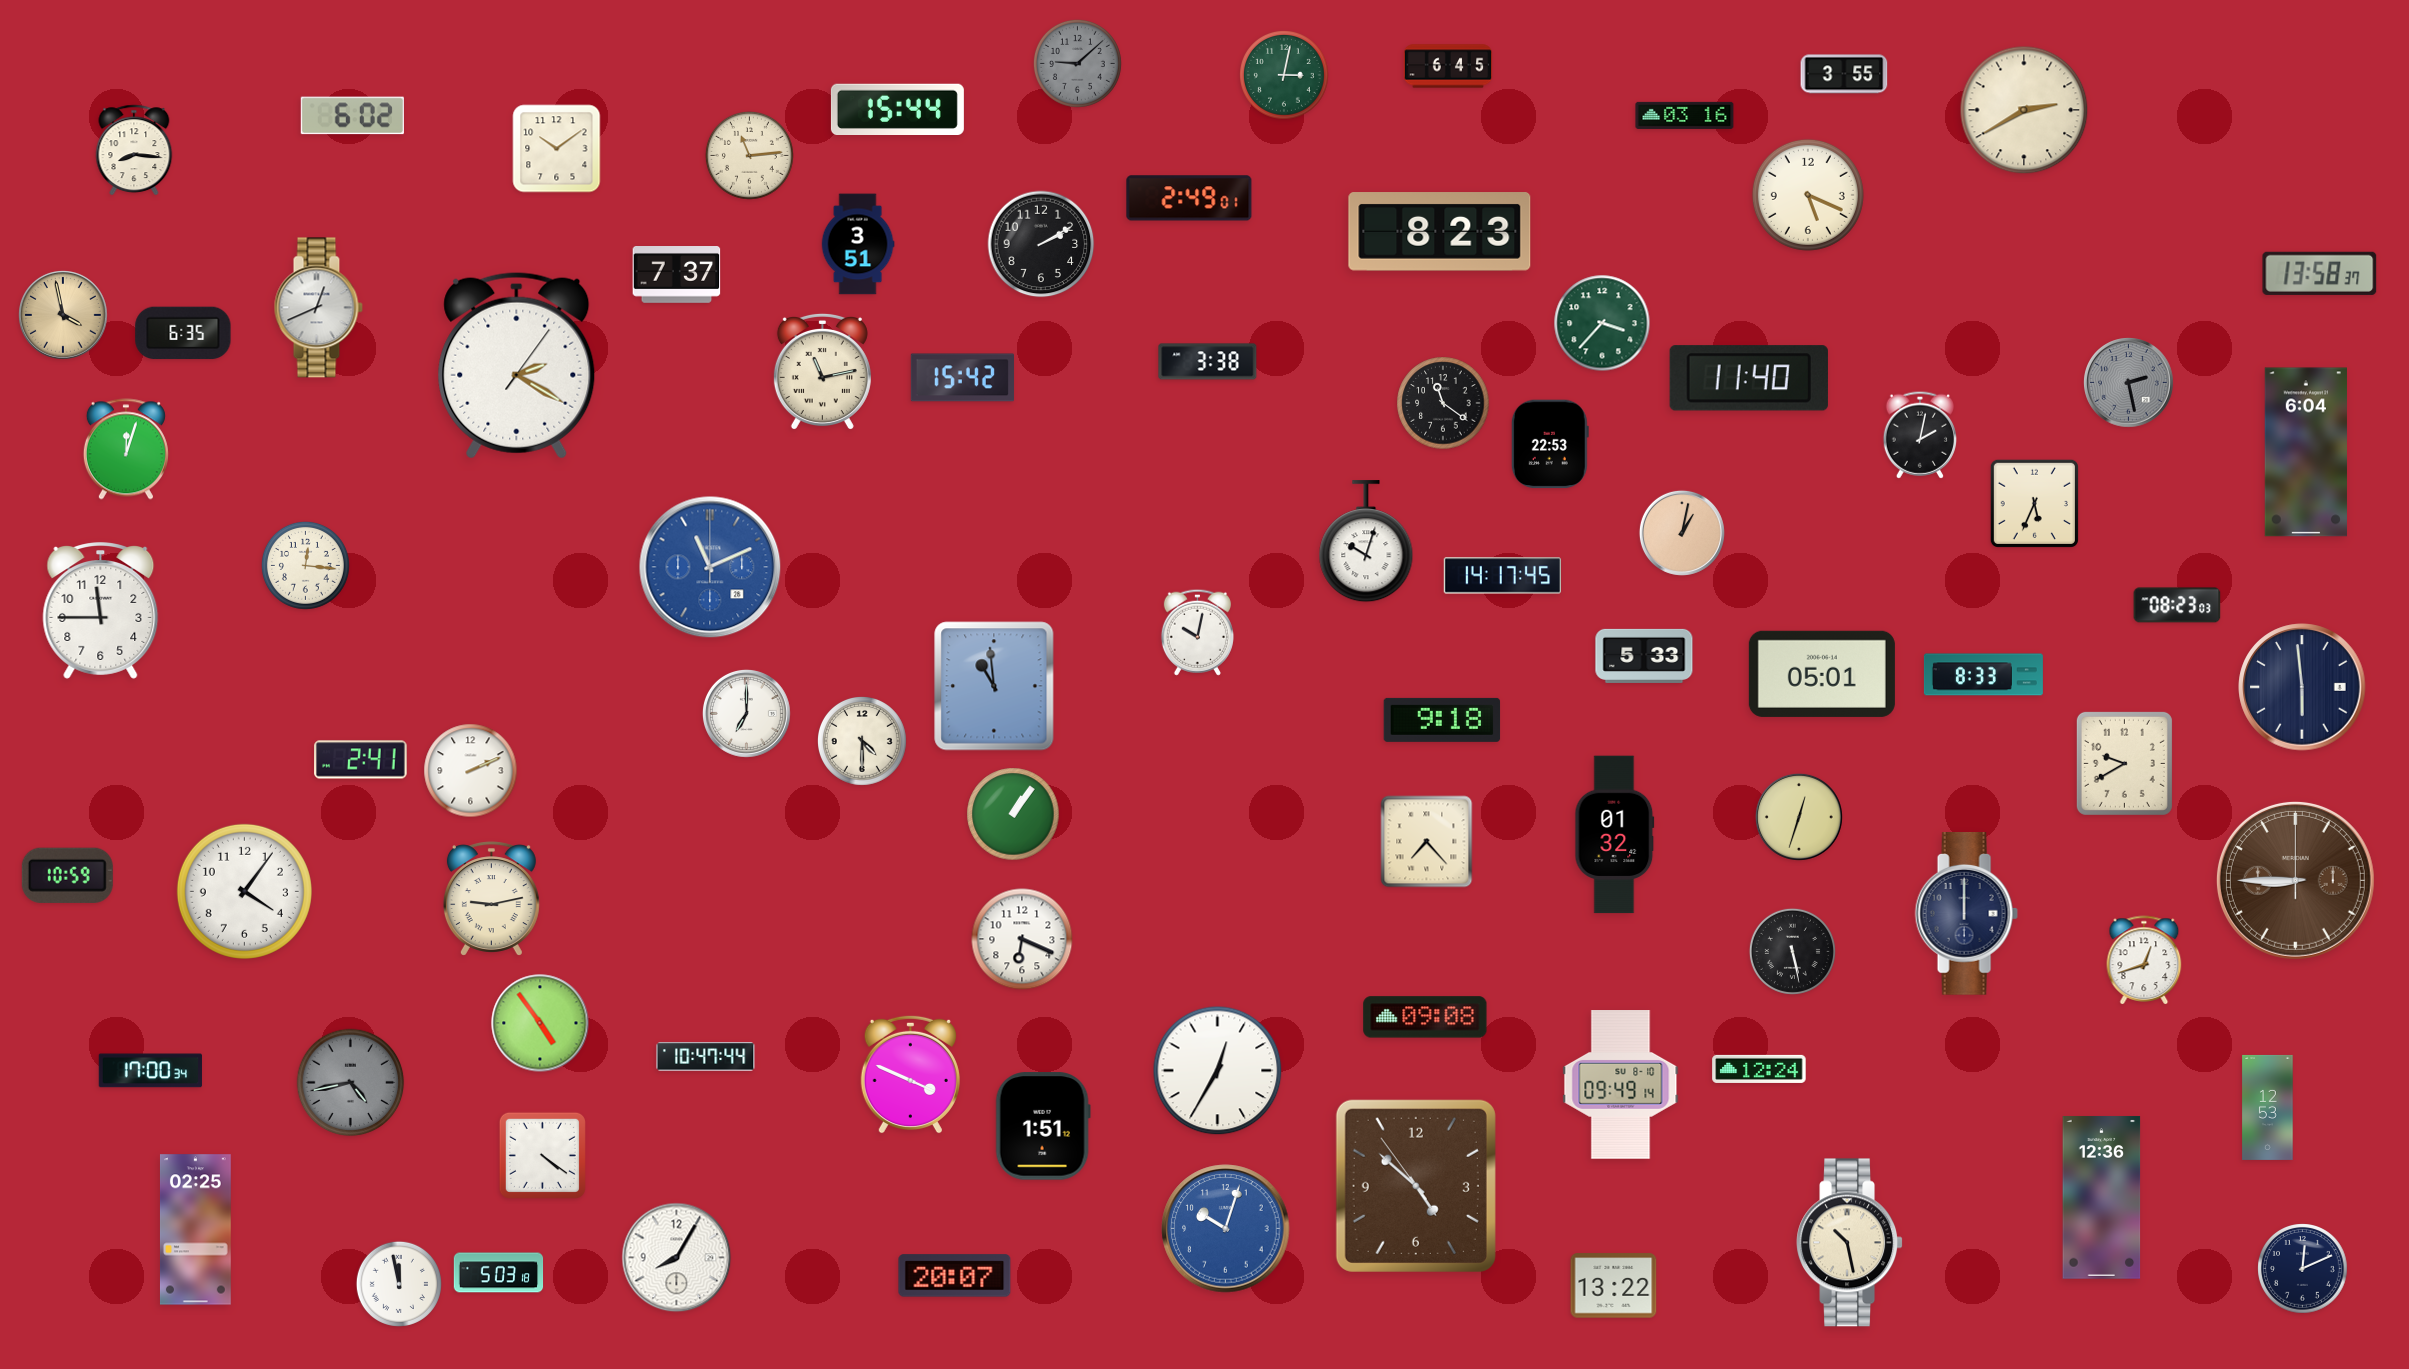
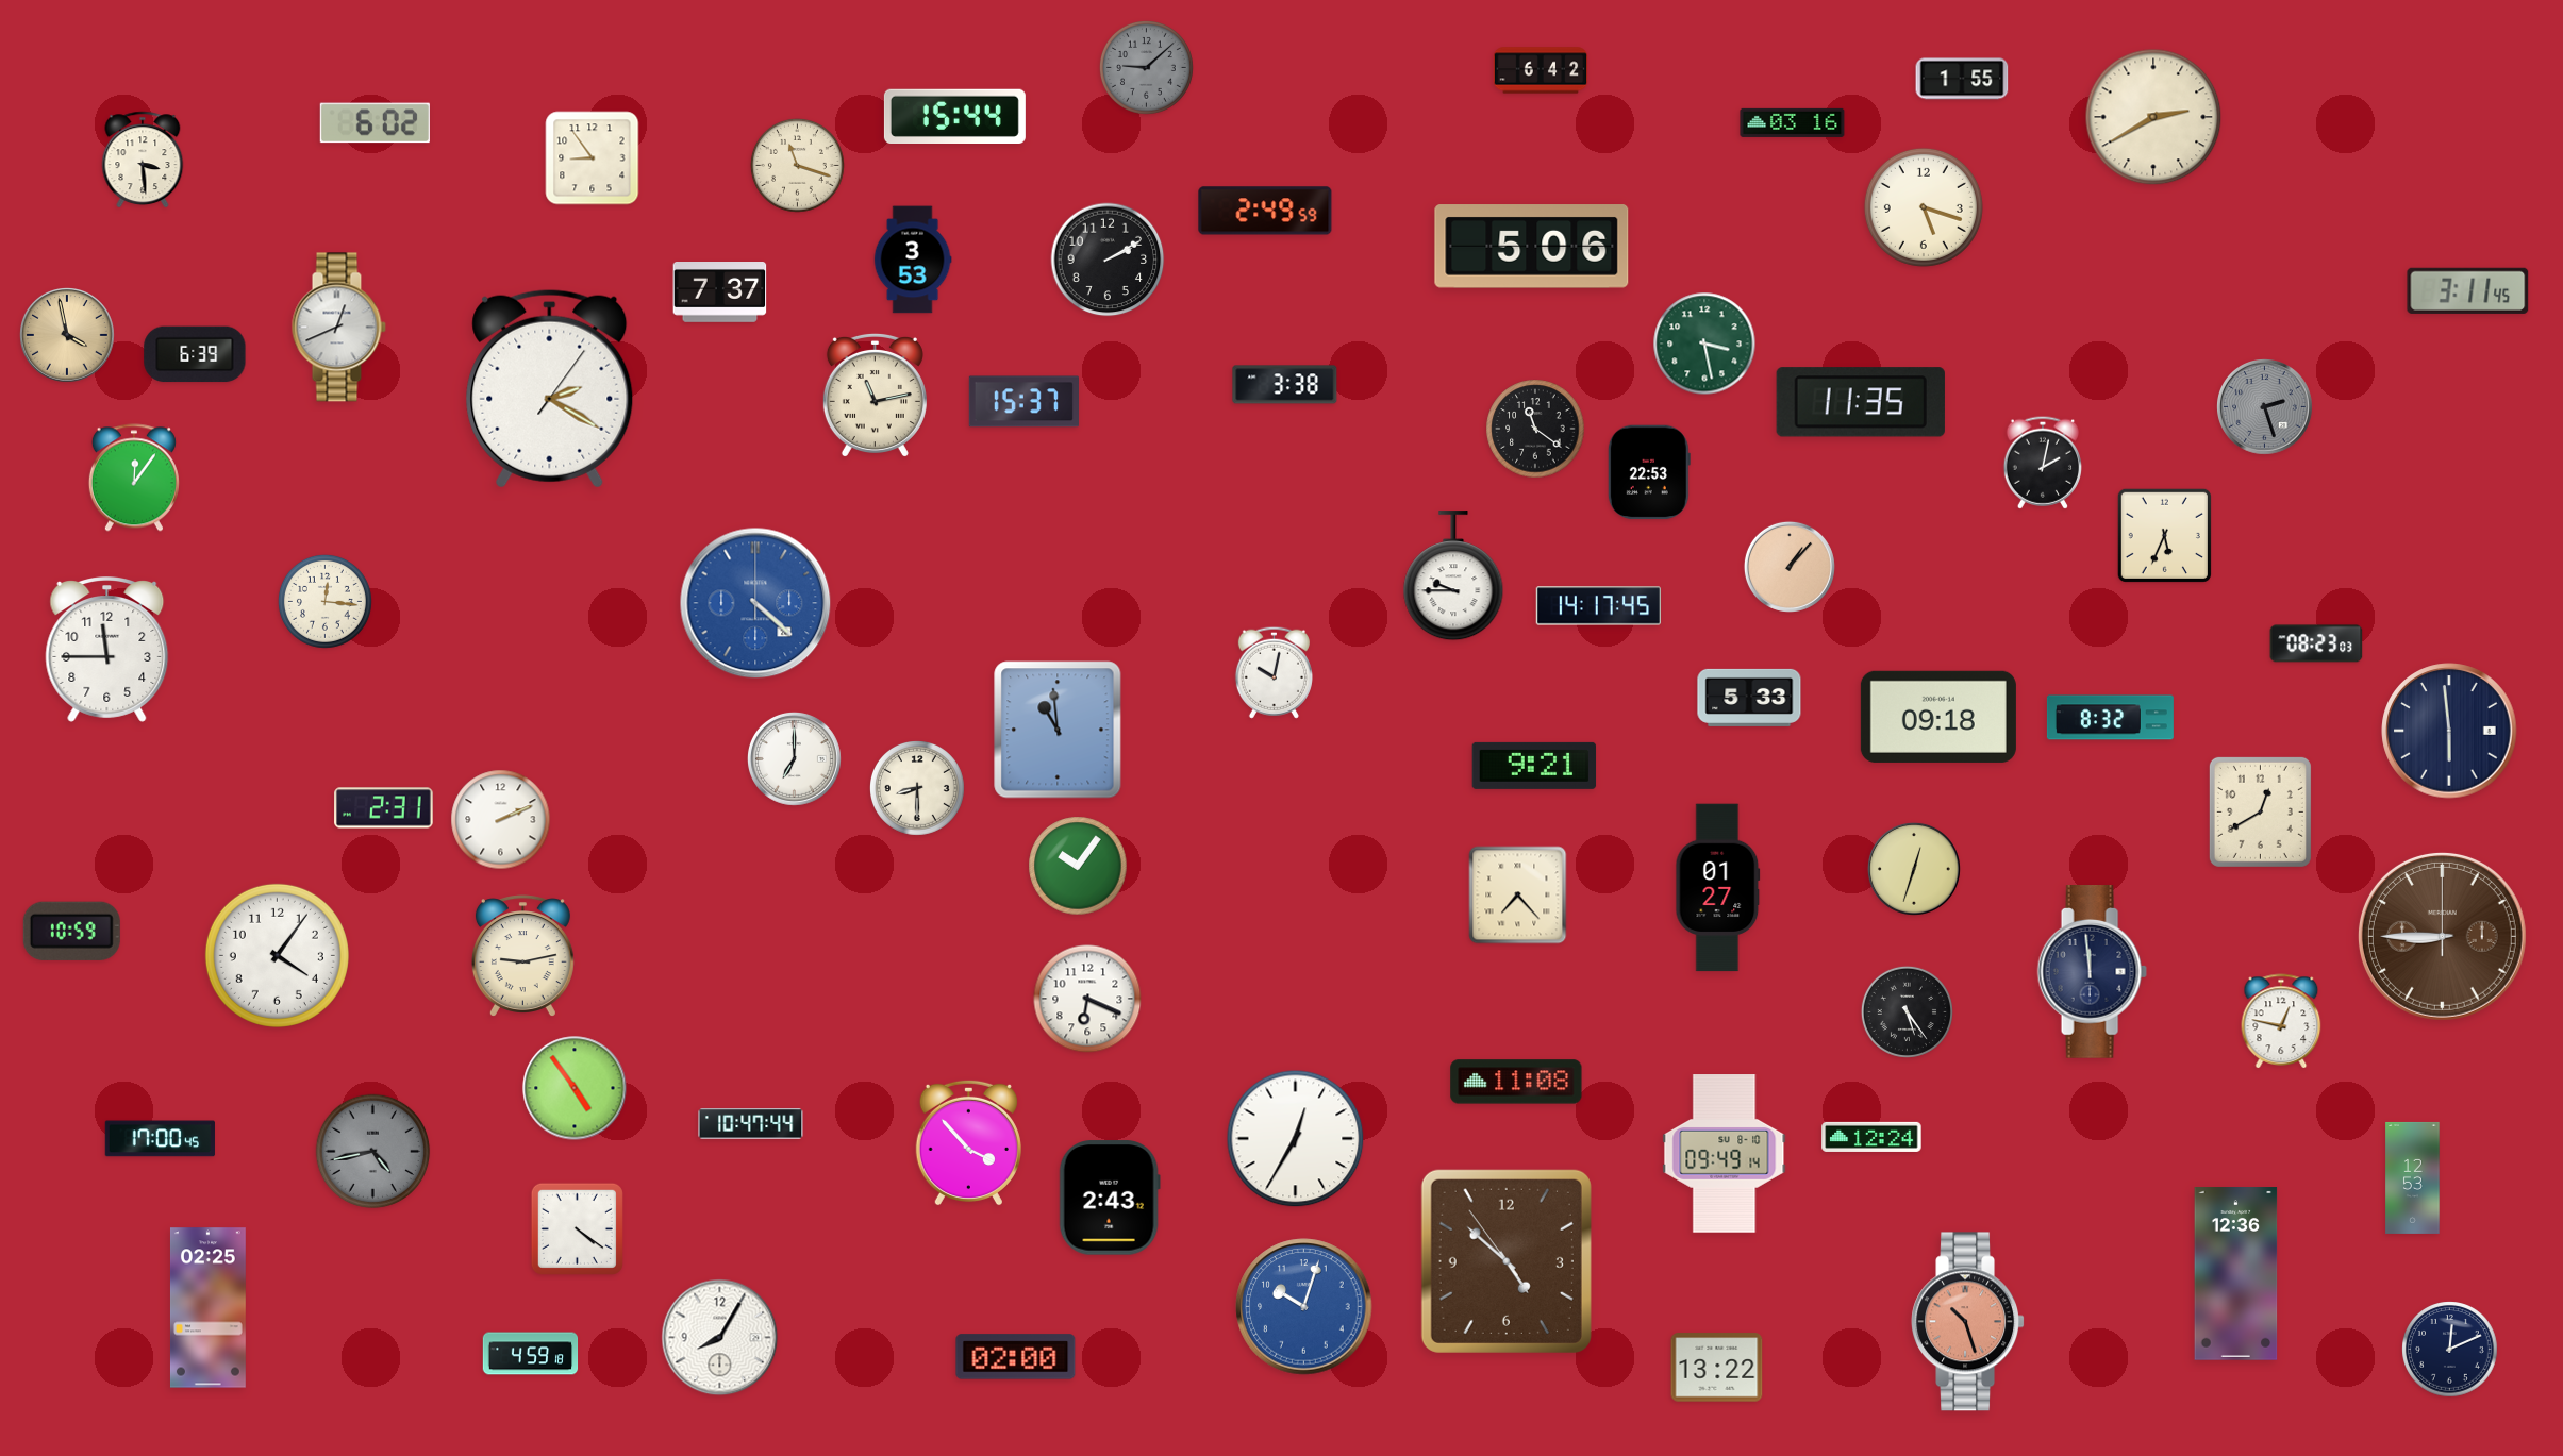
clock at (1448, 66): 6:45 -> 6:42
clock at (1844, 74): 3:55 -> 1:55
clock at (1285, 76): 3:02 -> none
clock at (557, 149): 10:09 -> 8:54
clock at (134, 150): 8:16 -> 3:29
clock at (749, 155): 11:14 -> 11:18
clock at (1808, 195): 5:19 -> 5:18
clock at (1189, 198): 2:49:01 -> 2:49:59
clock at (1440, 232): 8:23 -> 5:06
clock at (858, 244): 3:51 -> 3:53
clock at (2320, 273): 13:58 -> 3:11
clock at (1602, 323): 3:37 -> 3:28
clock at (183, 333): 6:35 -> 6:39
clock at (962, 378): 15:42 -> 15:37
clock at (1749, 378): 11:40 -> 11:35
clock at (2129, 383): 2:28 -> 2:27
clock at (126, 449): 12:03 -> 12:06
clock at (2306, 452): 6:04 -> none
clock at (1682, 533): 1:02 -> 1:07
clock at (1366, 542): 10:03 -> 9:45
clock at (710, 567): 11:11 -> 4:22
clock at (1502, 576) position: (1502, 576) -> (1598, 606)
clock at (1822, 674): 05:01 -> 09:18
clock at (1983, 675): 8:33 -> 8:32
clock at (1442, 720): 9:18 -> 9:21
clock at (863, 742): 4:30 -> 8:30
clock at (361, 760): 2:41 -> 2:31
clock at (2124, 763): 9:40 -> 12:40
clock at (1013, 814): 1:06 -> 10:06
clock at (1615, 835): 01:32 -> 01:27
clock at (244, 891) position: (244, 891) -> (277, 955)
clock at (1966, 914): 12:00 -> 11:59
clock at (1792, 951): 5:28 -> 5:24
clock at (2144, 960): 12:42 -> 12:47
clock at (1425, 1017): 09:08 -> 11:08
clock at (150, 1071): 17:00:34 -> 17:00:45
clock at (910, 1074): 3:49 -> 3:53
clock at (1043, 1126): 1:51 -> 2:43
clock at (1850, 1243): 10:28 -> 10:27
clock at (1850, 1243) dial: cream -> salmon
clock at (499, 1273): 5:03 -> 4:59
clock at (955, 1276): 20:07 -> 02:00
clock at (399, 1284): 11:58 -> none
